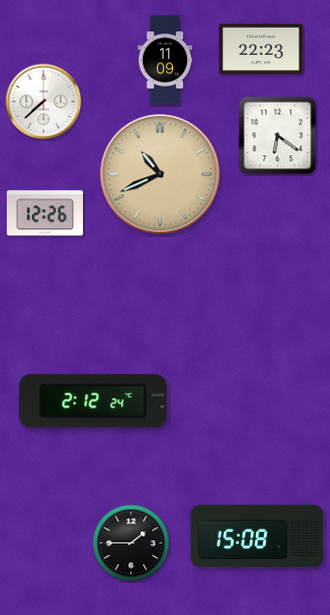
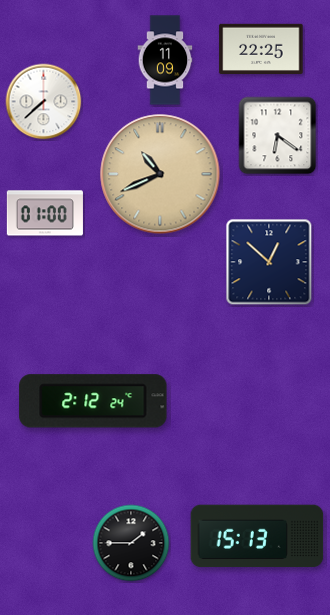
clock at (261, 48): 22:23 -> 22:25
clock at (45, 213): 12:26 -> 01:00
clock at (269, 262): none -> 12:52
clock at (257, 536): 15:08 -> 15:13
